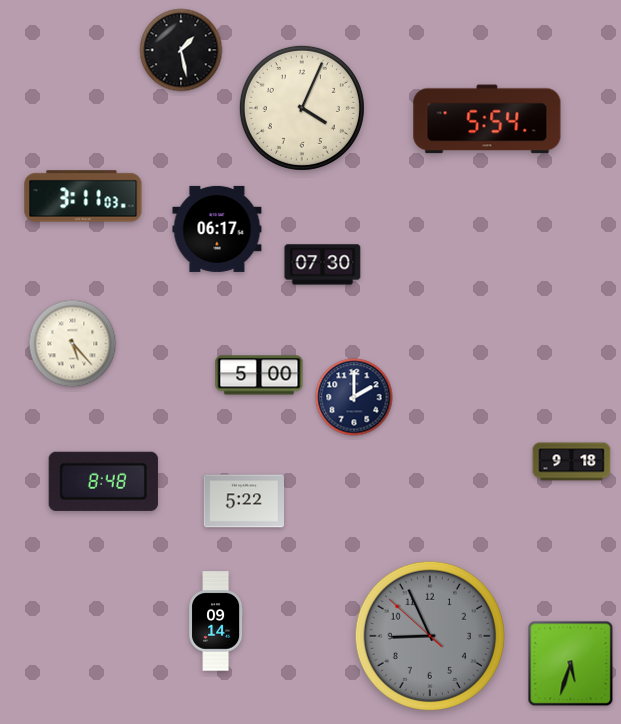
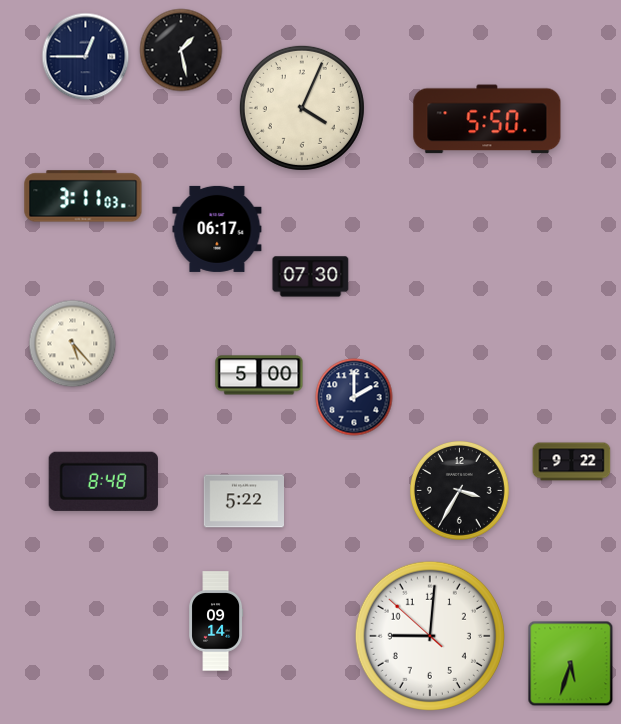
clock at (86, 57): none -> 12:45
clock at (487, 119): 5:54 -> 5:50
clock at (323, 265) position: (323, 265) -> (311, 277)
clock at (572, 462): 9:18 -> 9:22
clock at (459, 490): none -> 3:35
clock at (430, 636): 8:55 -> 9:00
clock at (430, 636) dial: grey -> white
